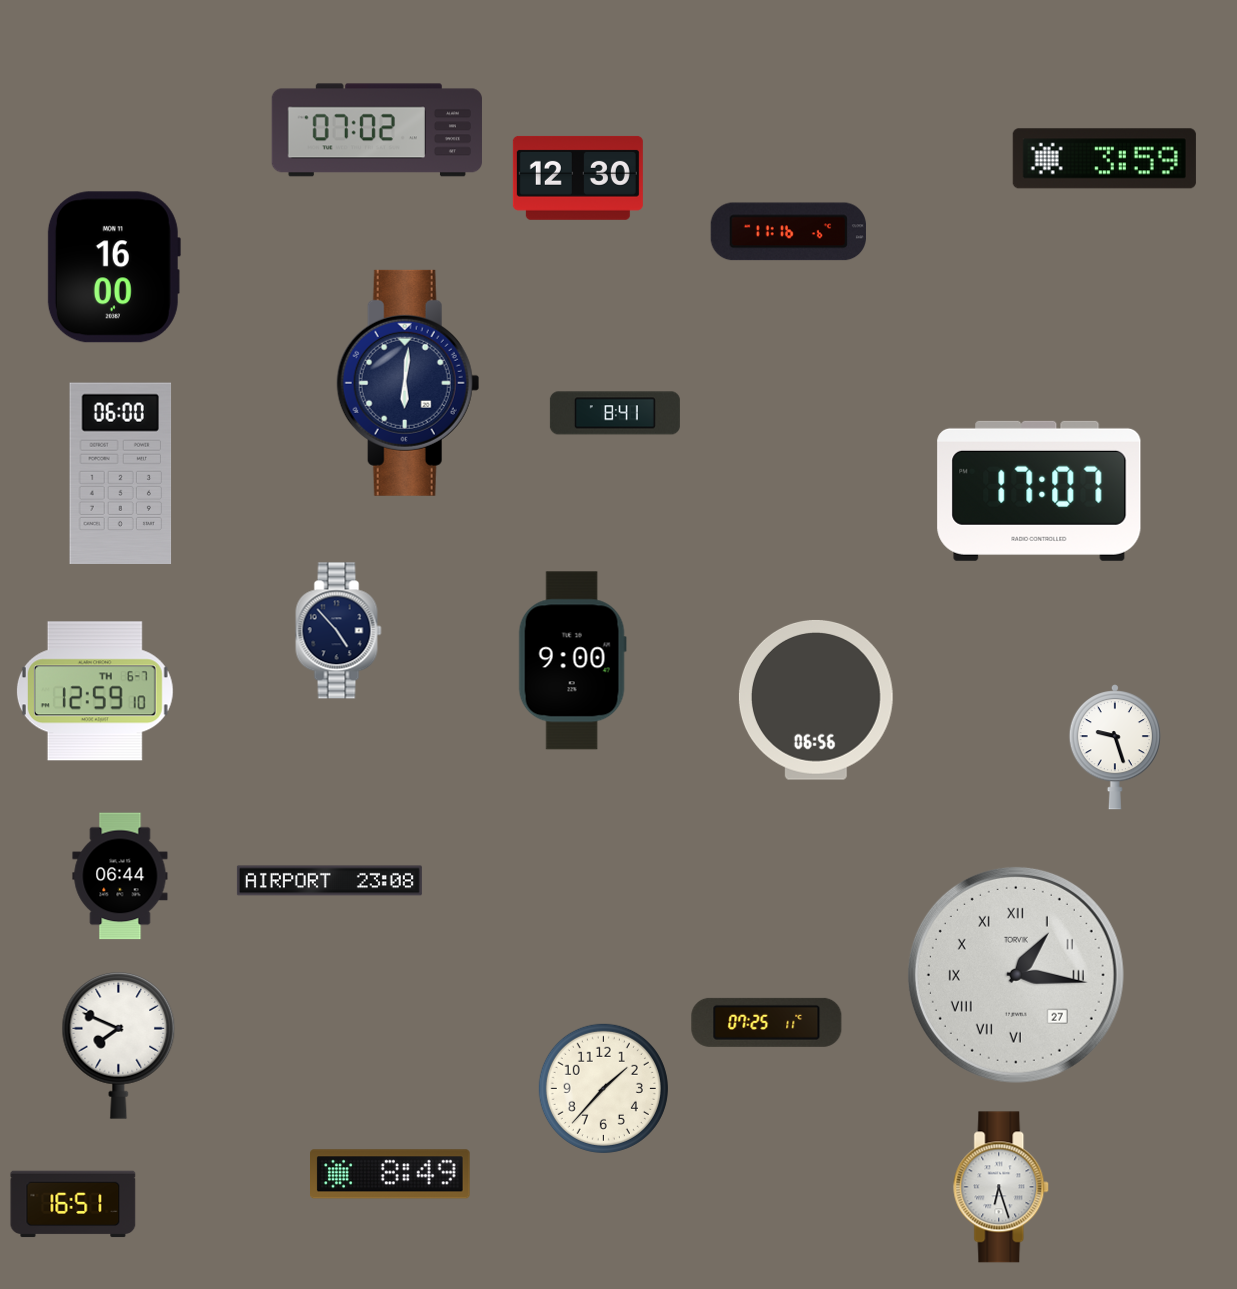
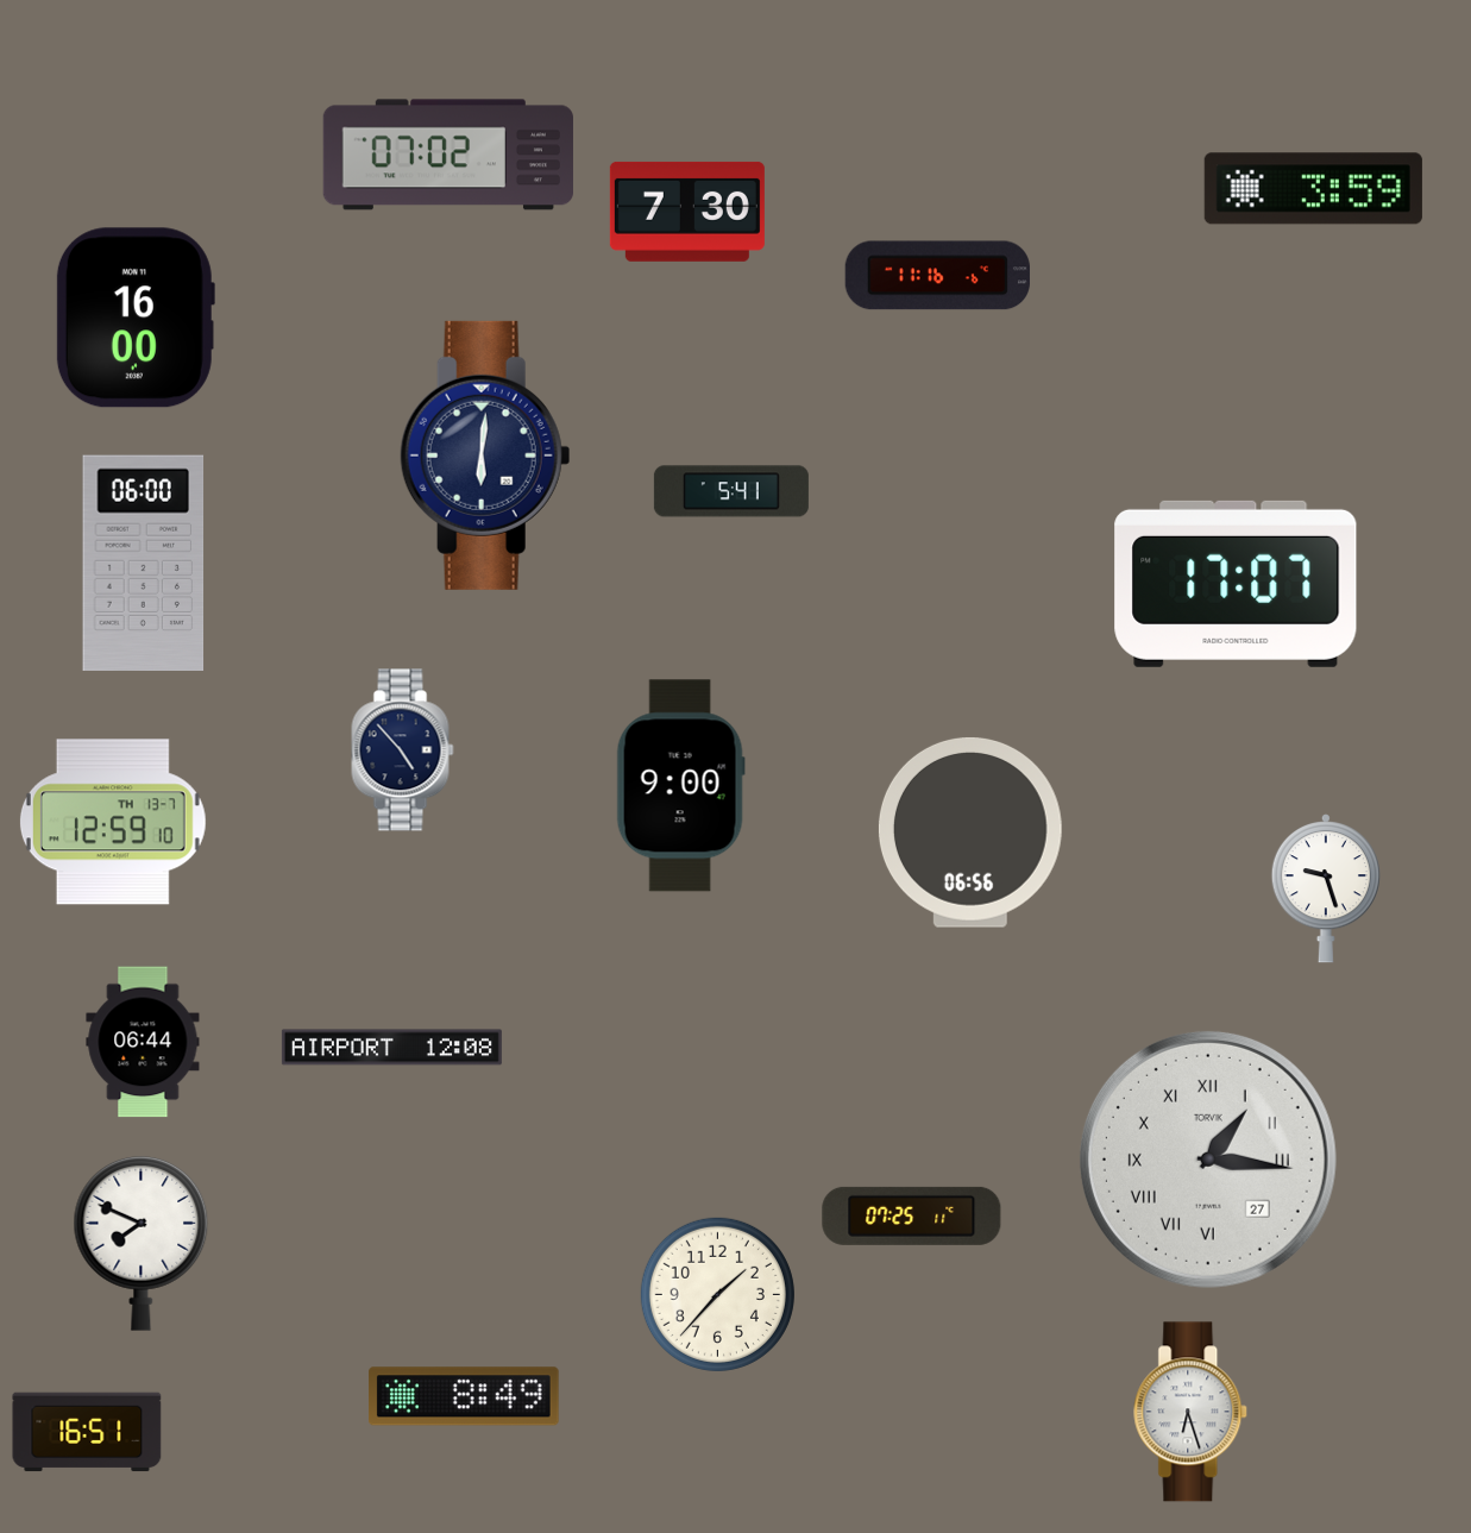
clock at (578, 178): 12:30 -> 7:30
clock at (615, 413): 8:41 -> 5:41
clock at (95, 691) date: TH 6-7 -> TH 13-7
clock at (329, 881): 23:08 -> 12:08
